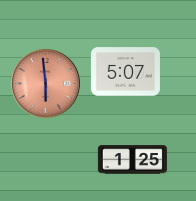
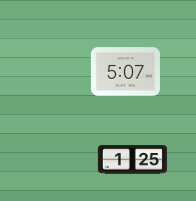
clock at (46, 84): 5:59 -> none
